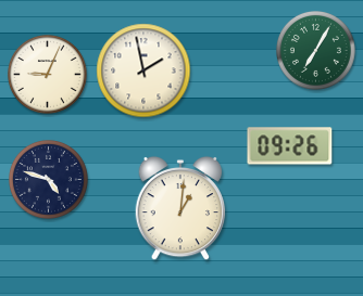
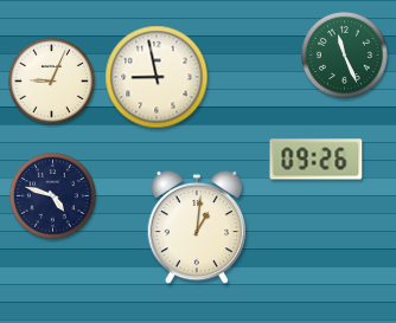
clock at (315, 50): 7:05 -> 11:26
clock at (143, 70): 1:58 -> 8:58
